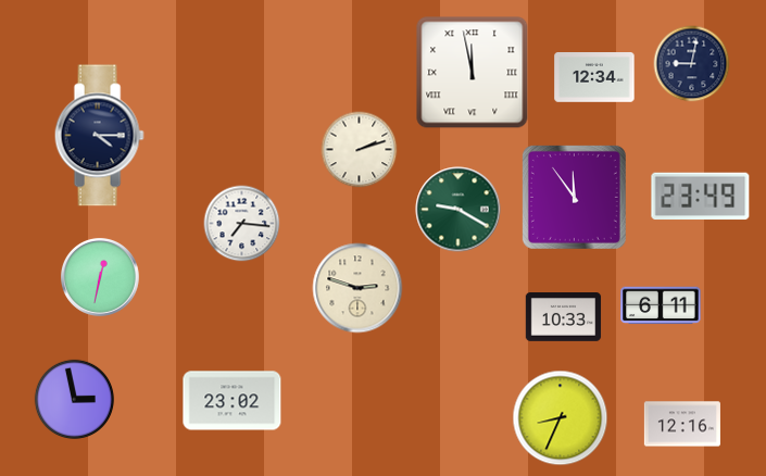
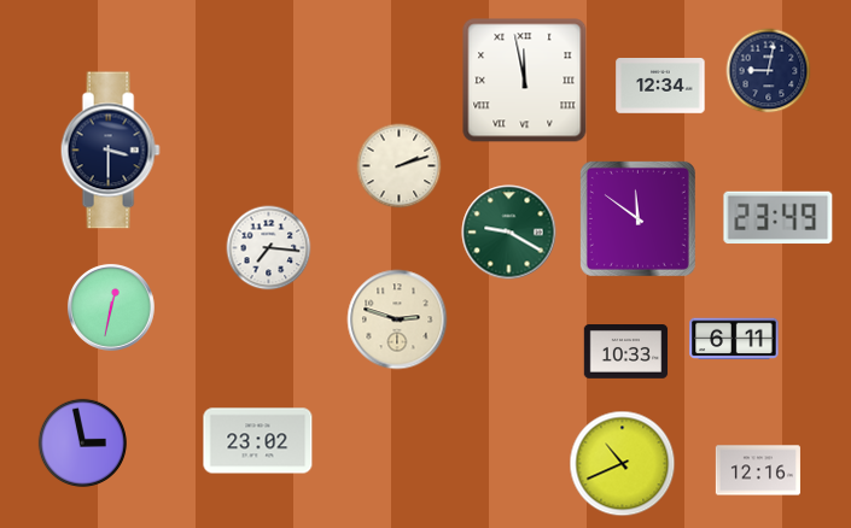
clock at (99, 136): 4:15 -> 3:30
clock at (574, 197): 11:54 -> 11:51
clock at (233, 401) position: (233, 401) -> (258, 441)
clock at (561, 418): 8:34 -> 10:41
